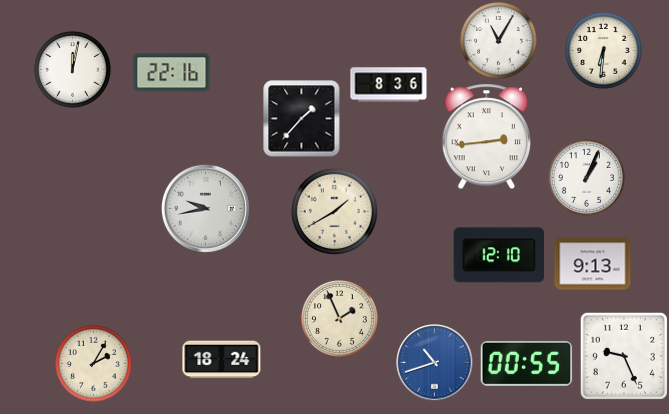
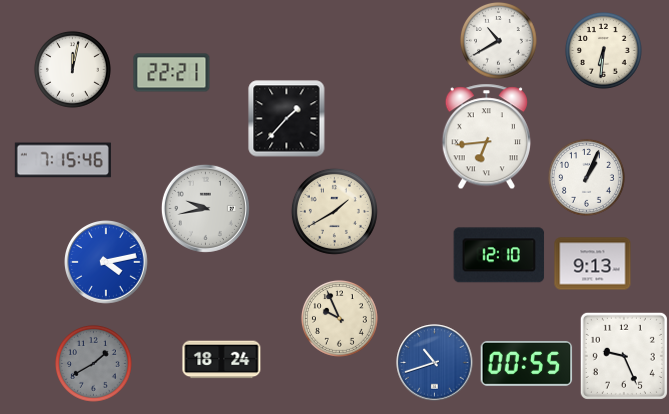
clock at (498, 40): 11:05 -> 10:40
clock at (172, 73): 22:16 -> 22:21
clock at (389, 85): 8:36 -> none
clock at (302, 119) position: (302, 119) -> (287, 119)
clock at (486, 137): 2:44 -> 6:44
clock at (63, 160): none -> 7:15
clock at (107, 263): none -> 4:13
clock at (339, 318): 1:56 -> 9:56
clock at (93, 363): 2:05 -> 1:40
clock at (93, 363) dial: cream -> grey
